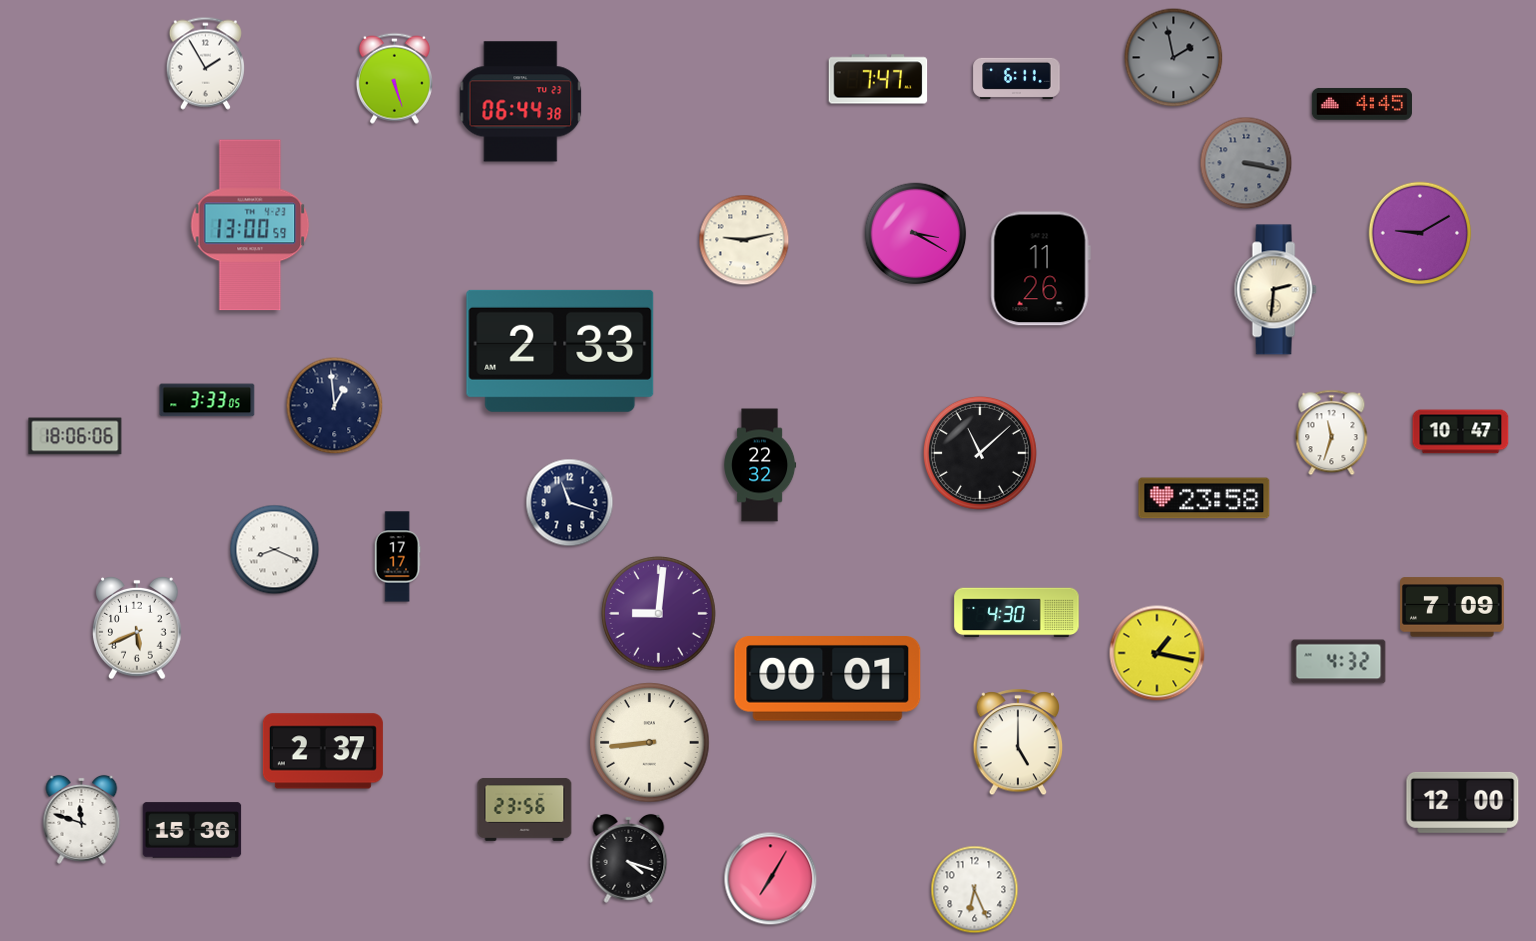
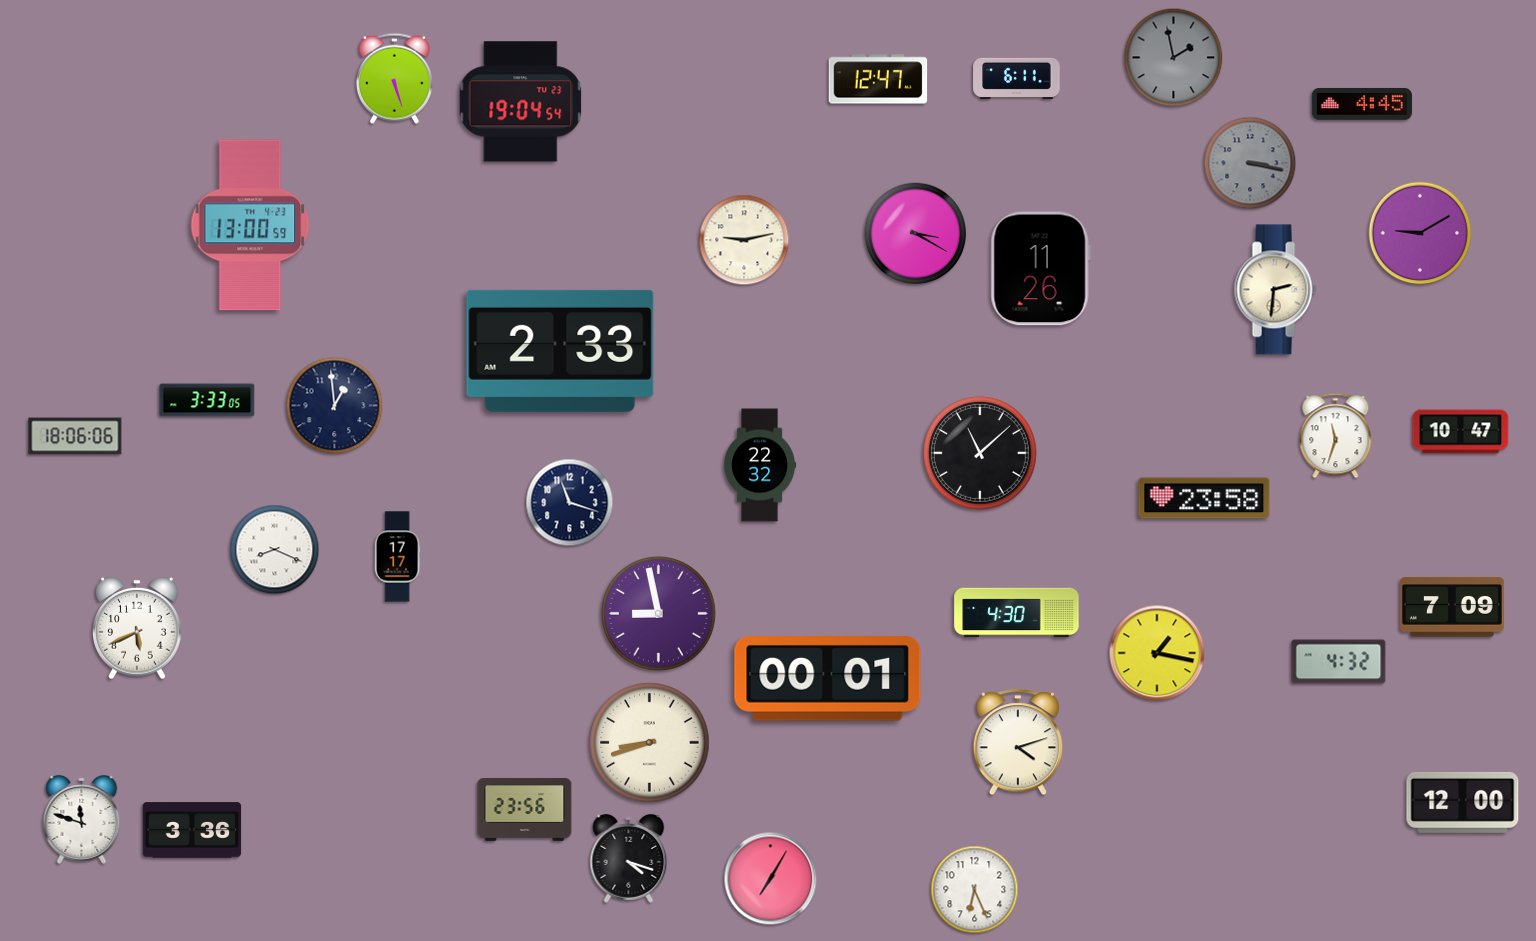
clock at (205, 63): 1:55 -> none
clock at (878, 79): 7:47 -> 12:47
clock at (521, 102): 06:44 -> 19:04
clock at (1246, 163) position: (1246, 163) -> (1250, 163)
clock at (1332, 433) position: (1332, 433) -> (1336, 436)
clock at (658, 613): 9:01 -> 8:58
clock at (650, 743): 8:44 -> 8:42
clock at (1018, 743): 5:00 -> 4:12
clock at (323, 751): 2:37 -> none
clock at (192, 830): 15:36 -> 3:36
